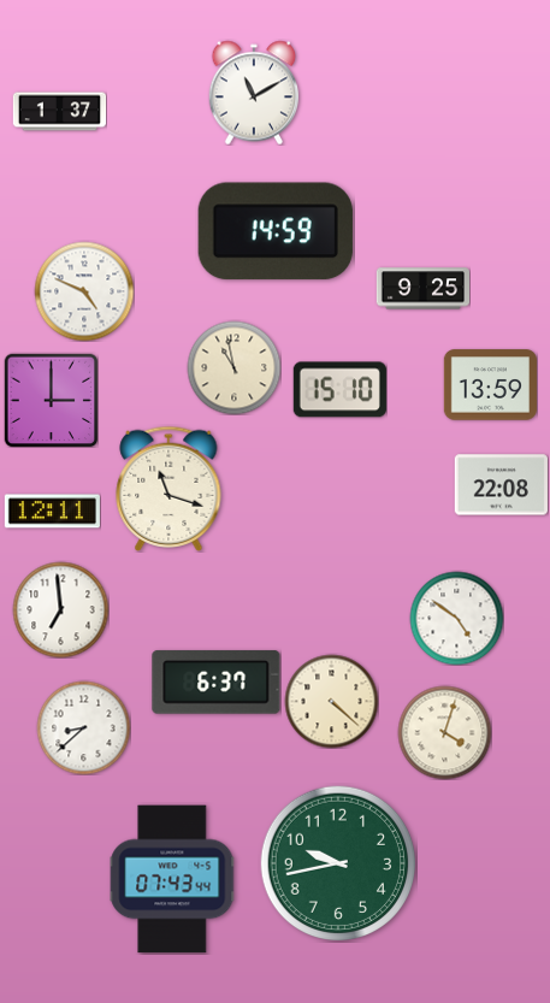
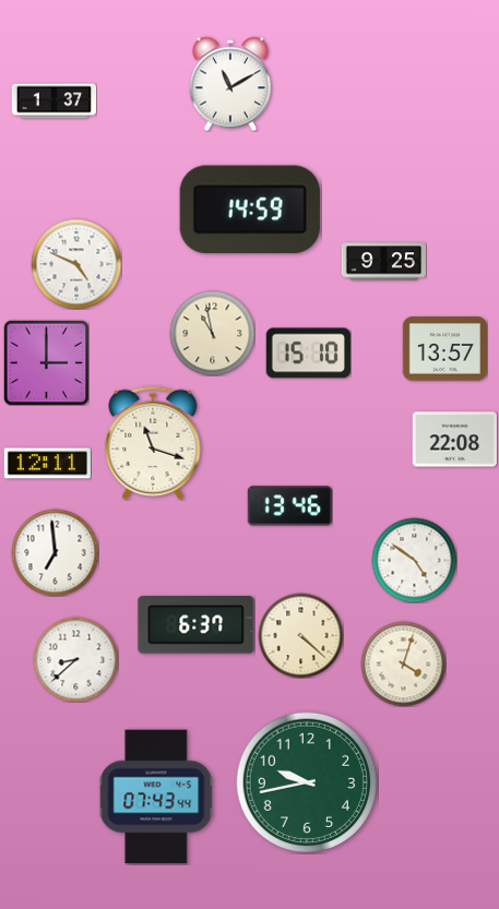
clock at (490, 385): 13:59 -> 13:57
clock at (289, 506): none -> 13:46
clock at (217, 683) position: (217, 683) -> (197, 625)
